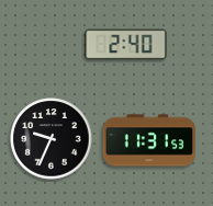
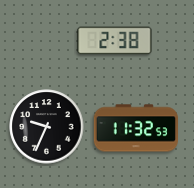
clock at (126, 45): 2:40 -> 2:38
clock at (148, 140): 11:31 -> 11:32
